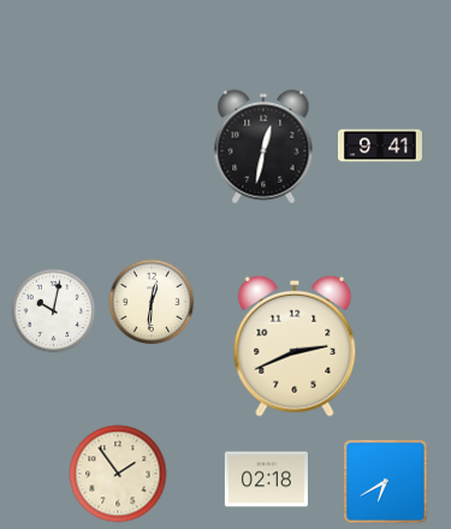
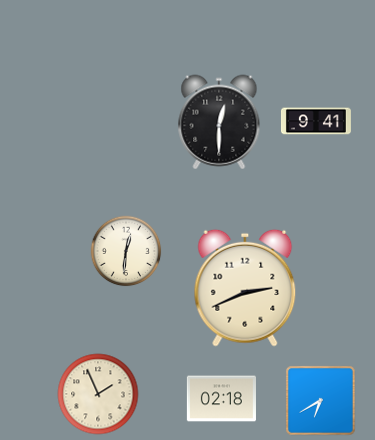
clock at (263, 147): 12:32 -> 12:30
clock at (54, 311): 10:02 -> none
clock at (118, 474): 1:54 -> 1:56
